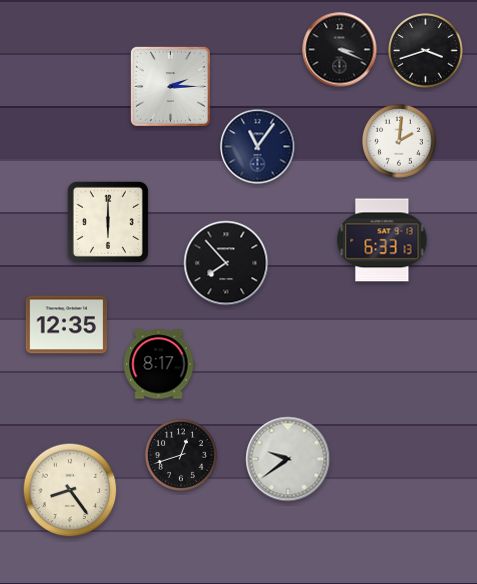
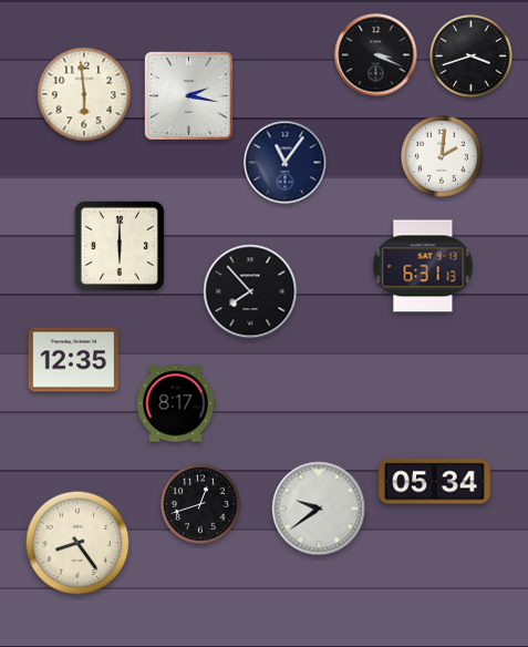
clock at (84, 94): none -> 5:59
clock at (170, 86): 2:15 -> 2:17
clock at (382, 240): 6:33 -> 6:31
clock at (435, 482): none -> 05:34
